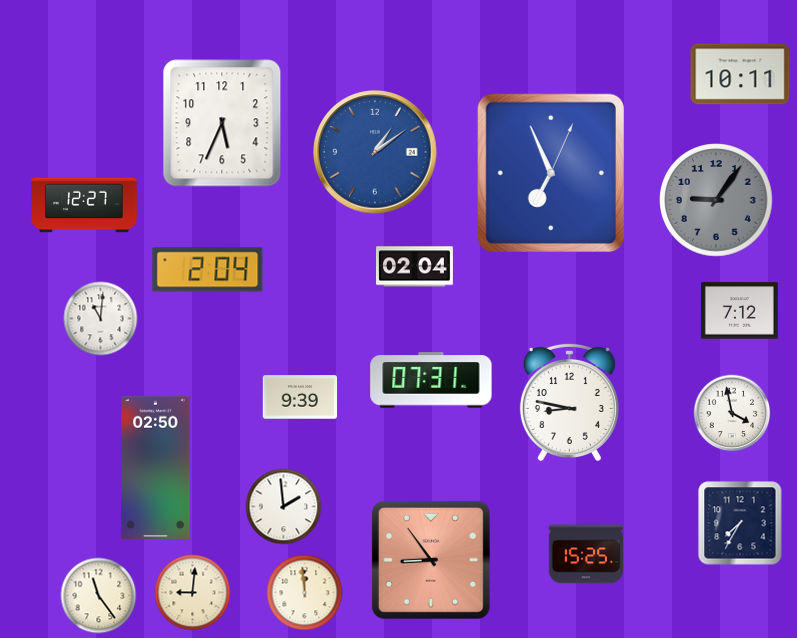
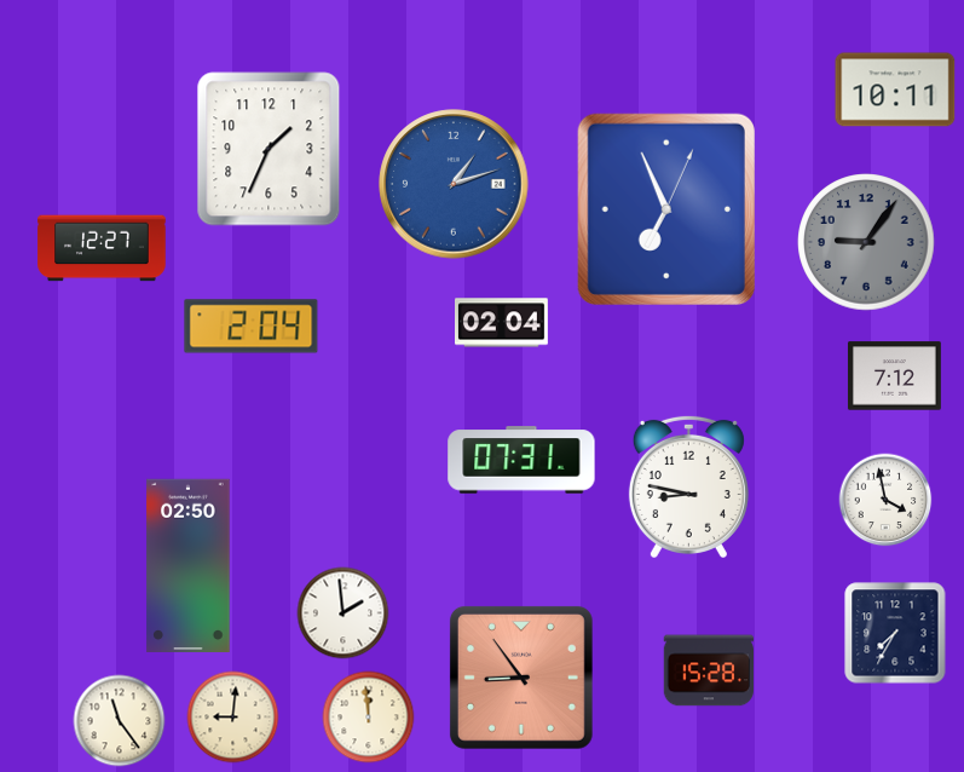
clock at (222, 123): 5:34 -> 1:34
clock at (375, 152): 1:09 -> 1:12
clock at (101, 319): 11:01 -> none
clock at (300, 397): 9:39 -> none
clock at (586, 554): 15:25 -> 15:28
